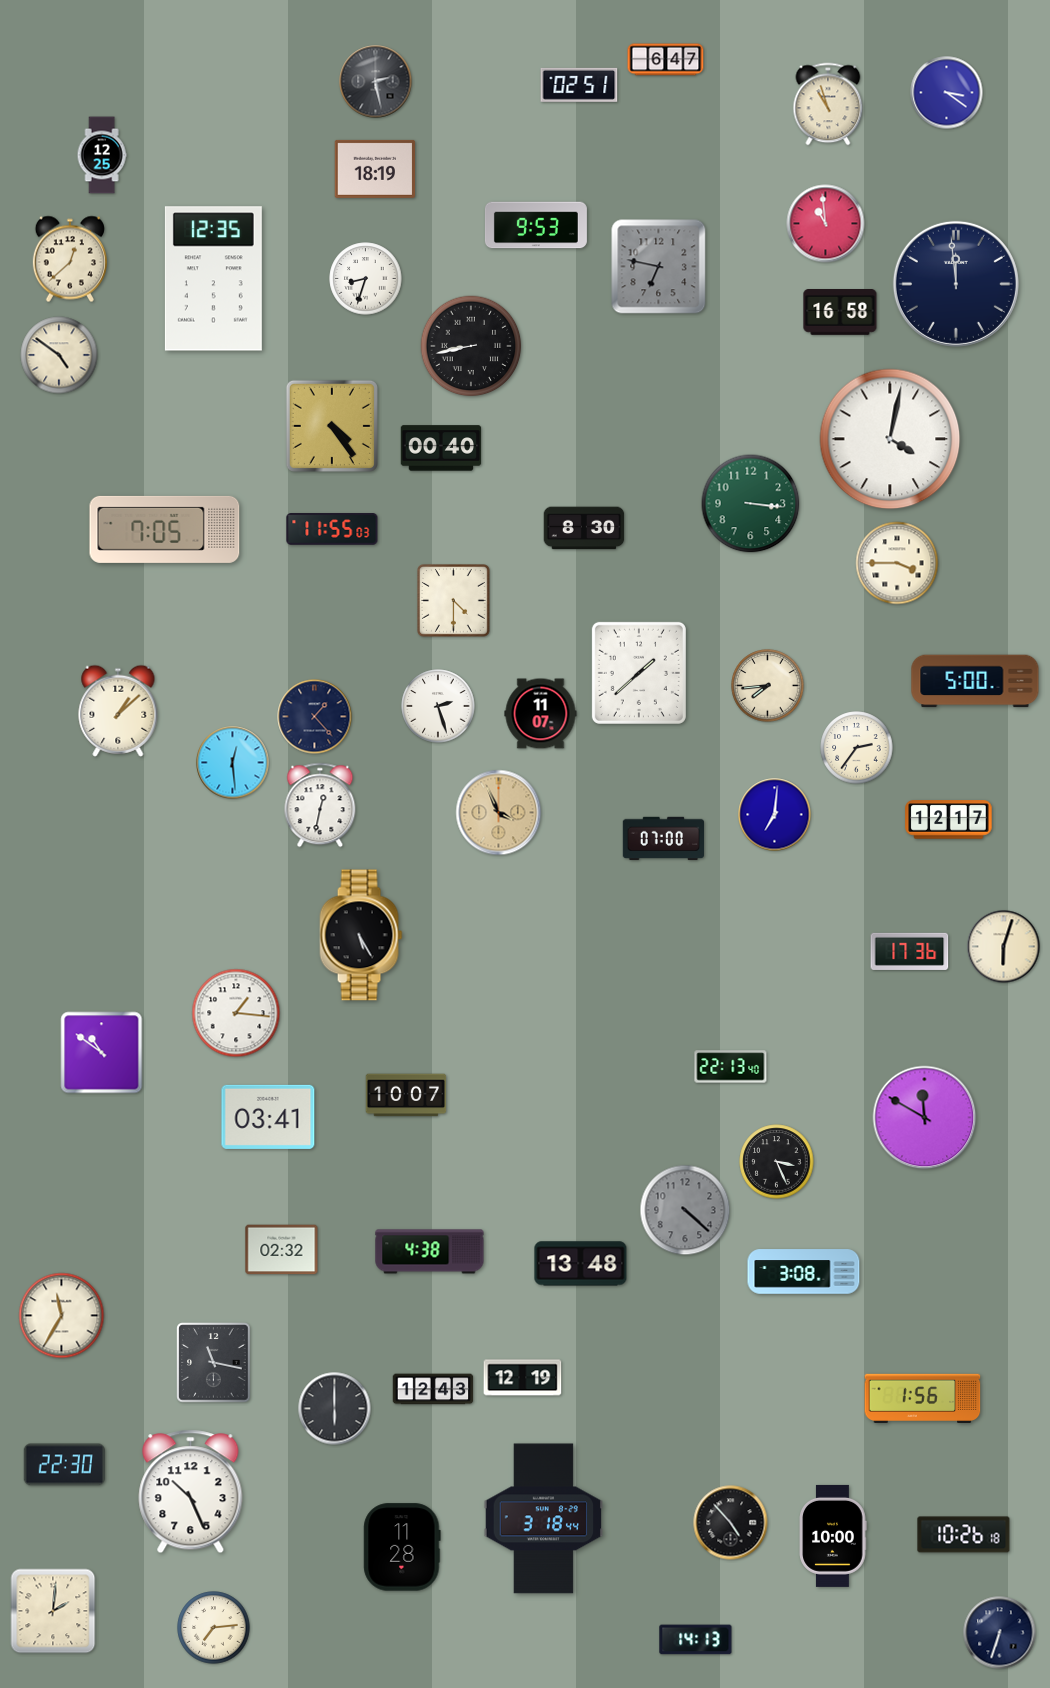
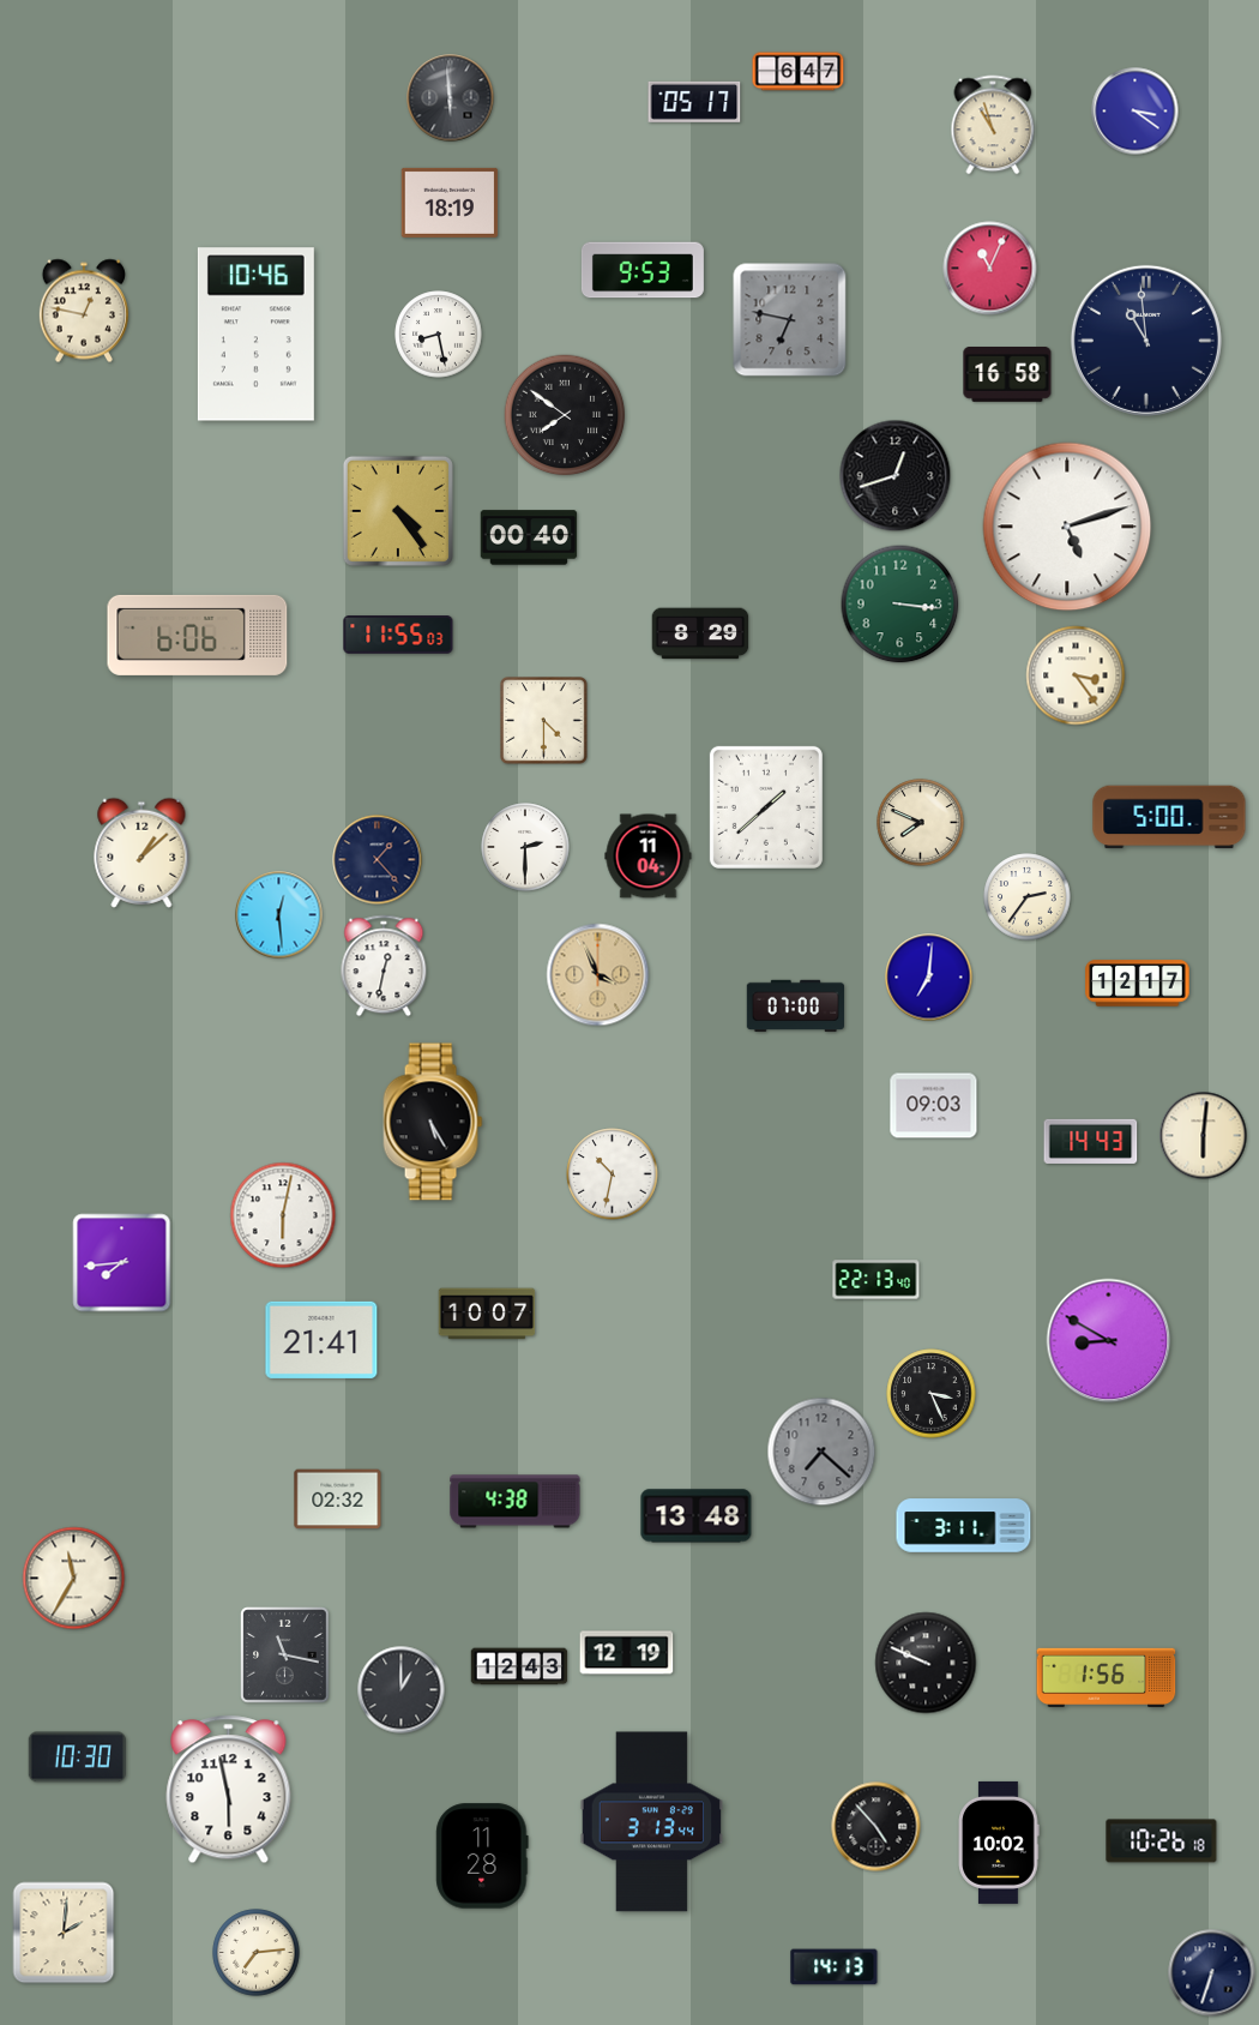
clock at (376, 82): 2:28 -> 5:59
clock at (579, 85): 02:51 -> 05:17
clock at (102, 155): 12:25 -> none
clock at (826, 224): 10:59 -> 11:04
clock at (70, 259): 12:38 -> 12:47
clock at (213, 279): 12:35 -> 10:46
clock at (366, 279): 8:33 -> 8:28
clock at (956, 284): 11:59 -> 10:59
clock at (471, 346): 8:43 -> 7:51
clock at (59, 355): 4:51 -> none
clock at (896, 476): none -> 12:42
clock at (890, 439): 4:02 -> 5:12
clock at (584, 528): 8:30 -> 8:29
clock at (165, 529): 7:05 -> 6:06
clock at (897, 563): 3:45 -> 3:24
clock at (768, 686): 7:44 -> 7:49
clock at (438, 706): 2:27 -> 2:30
clock at (541, 714): 11:07 -> 11:04
clock at (934, 1106): none -> 09:03
clock at (1004, 947): 6:03 -> 6:01
clock at (910, 951): 17:36 -> 14:43
clock at (613, 1174): none -> 10:32
clock at (236, 1013): 1:16 -> 6:02
clock at (102, 1053): 10:51 -> 7:44
clock at (268, 1117): 03:41 -> 21:41
clock at (925, 1118): 11:50 -> 8:50
clock at (685, 1210): 4:22 -> 7:22
clock at (804, 1272): 3:08 -> 3:11
clock at (214, 1363) position: (214, 1363) -> (285, 1656)
clock at (926, 1663): none -> 9:49
clock at (335, 1409): 6:00 -> 1:00
clock at (64, 1465): 22:30 -> 10:30
clock at (191, 1492): 10:26 -> 5:58
clock at (544, 1519): 3:18 -> 3:13
clock at (964, 1535) position: (964, 1535) -> (1162, 1841)
clock at (833, 1536): 10:00 -> 10:02
clock at (1000, 1633) position: (1000, 1633) -> (1212, 1973)
